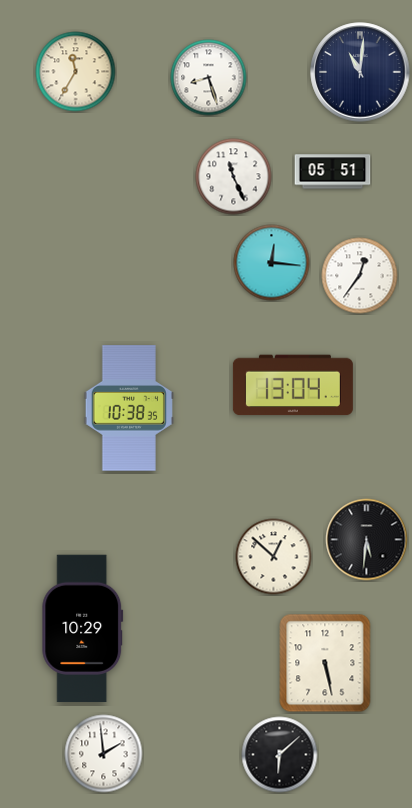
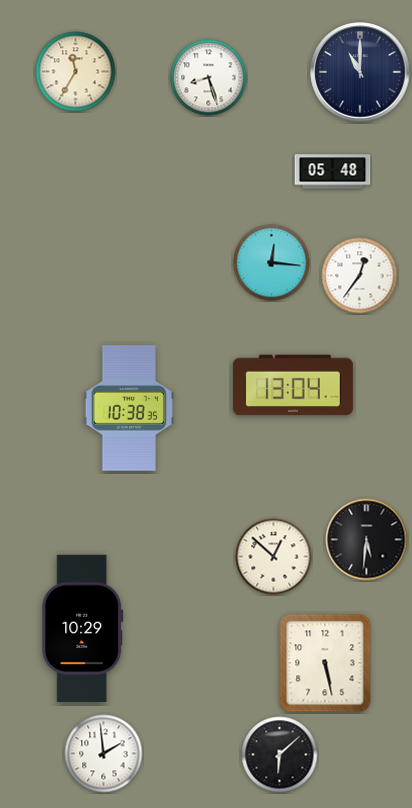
clock at (360, 72): 11:01 -> 11:00
clock at (333, 172): 05:51 -> 05:48
clock at (234, 177): 11:26 -> none
